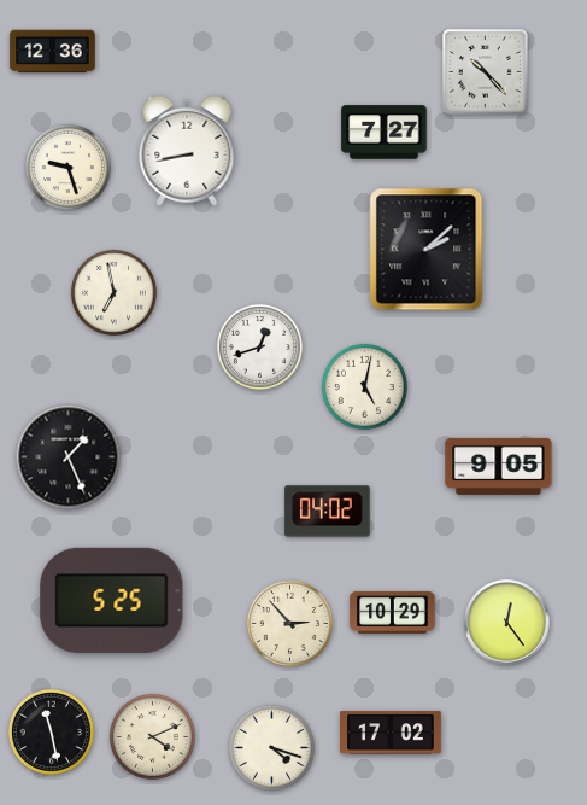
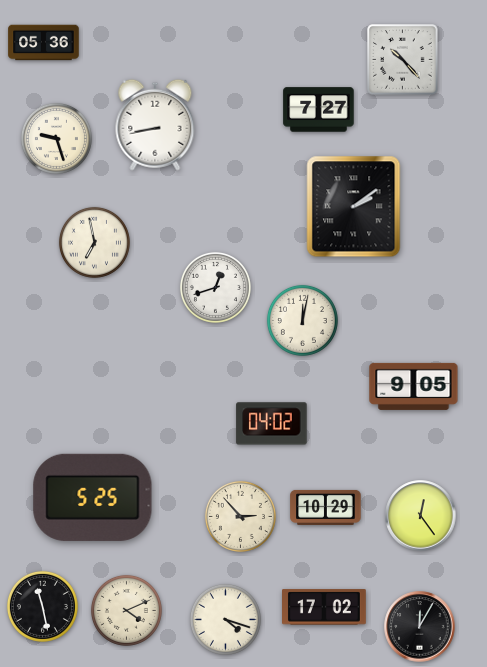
clock at (53, 52): 12:36 -> 05:36
clock at (427, 250): 2:08 -> 2:09
clock at (364, 386): 5:02 -> 12:02
clock at (69, 457): 1:26 -> none
clock at (420, 627): none -> 12:05
